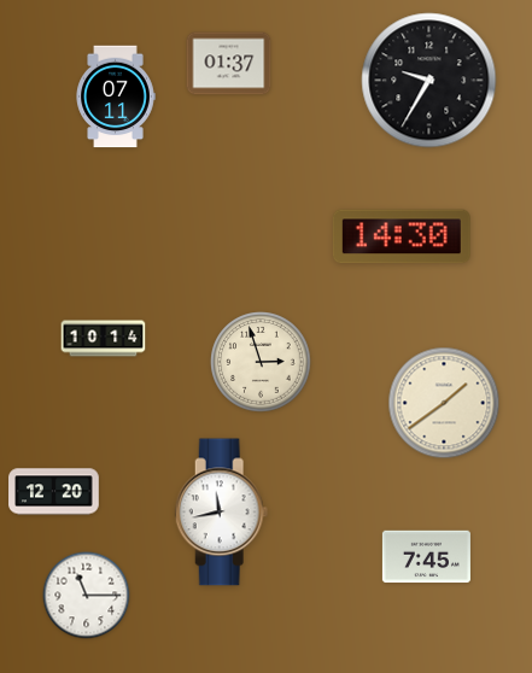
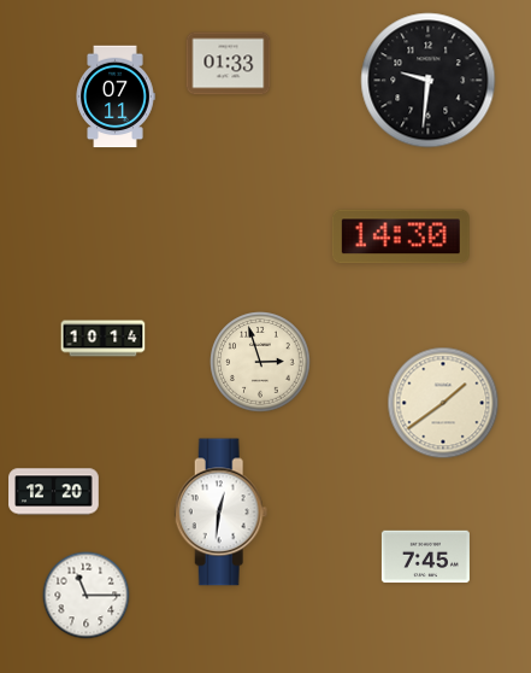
clock at (229, 64): 01:37 -> 01:33
clock at (429, 81): 9:35 -> 9:31
clock at (222, 513): 11:43 -> 12:31
